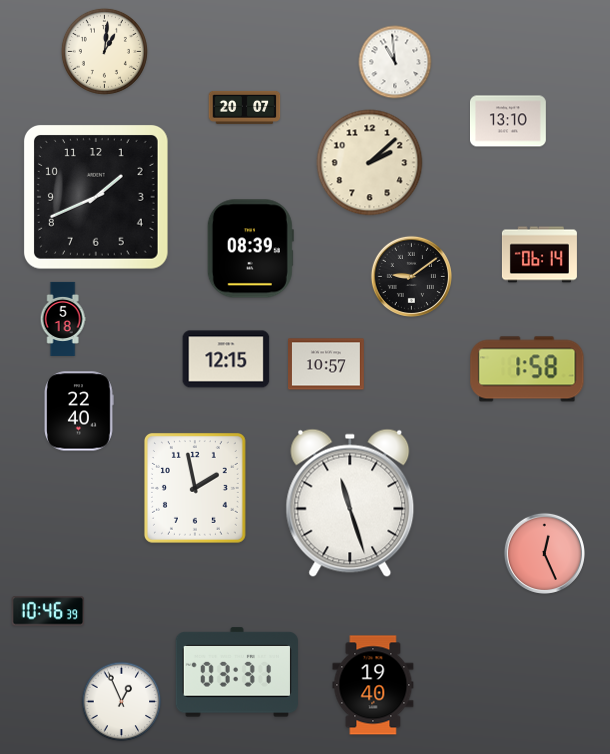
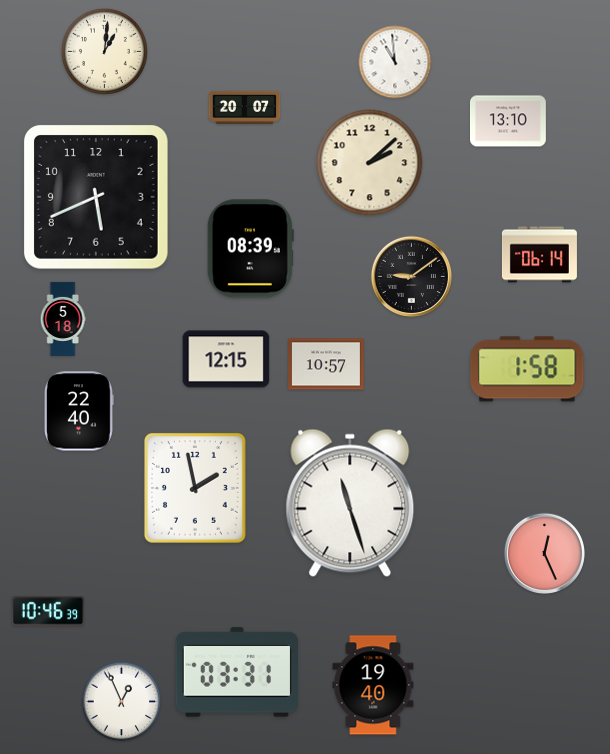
clock at (96, 197): 1:41 -> 5:41
